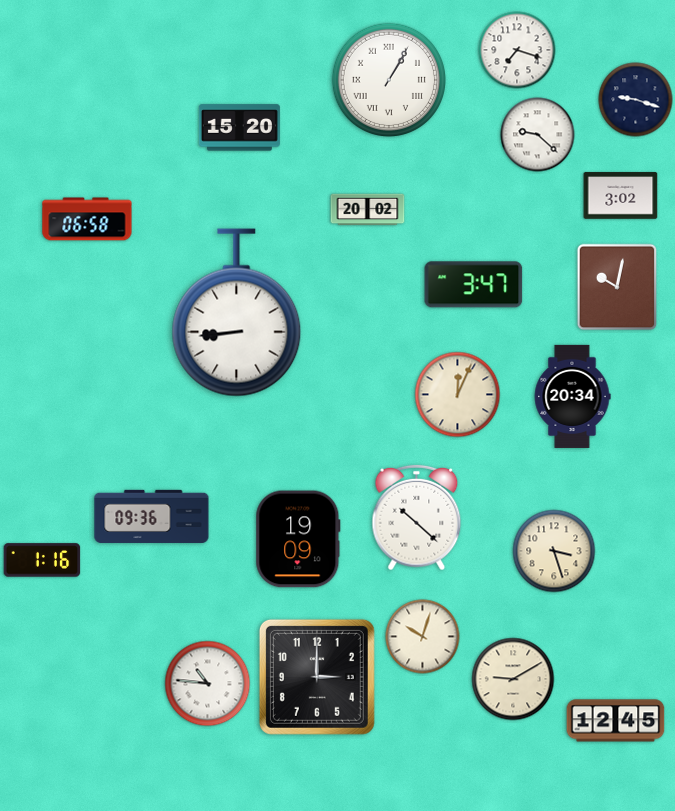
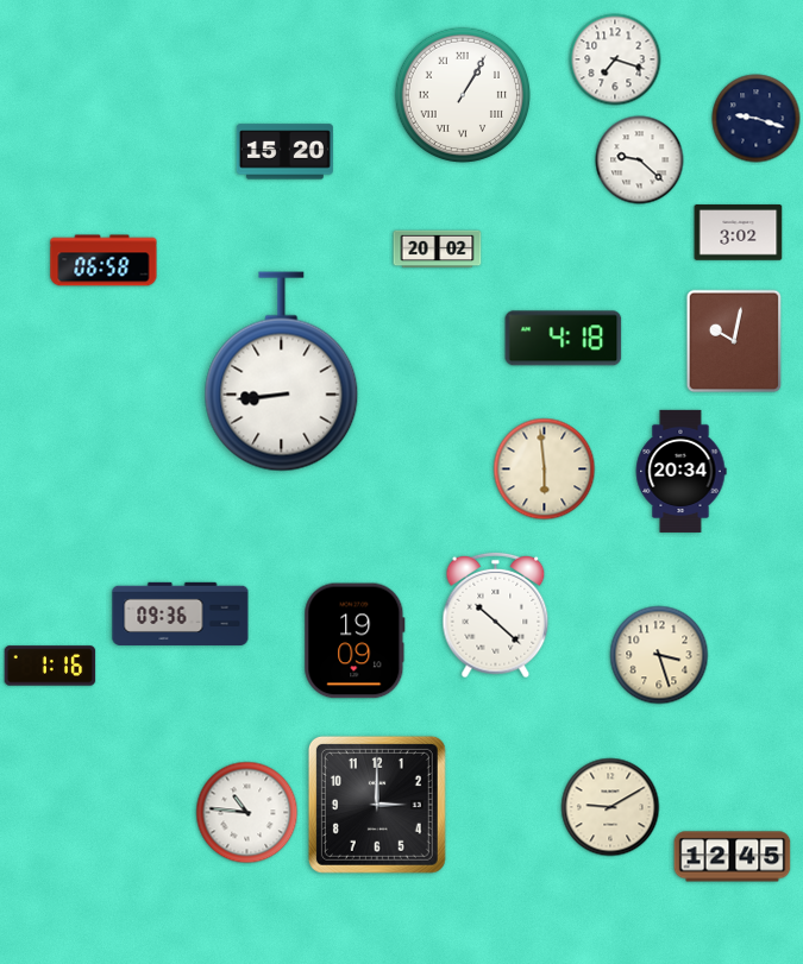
clock at (474, 285): 3:47 -> 4:18
clock at (458, 395): 12:04 -> 5:59
clock at (423, 637): 10:03 -> none
